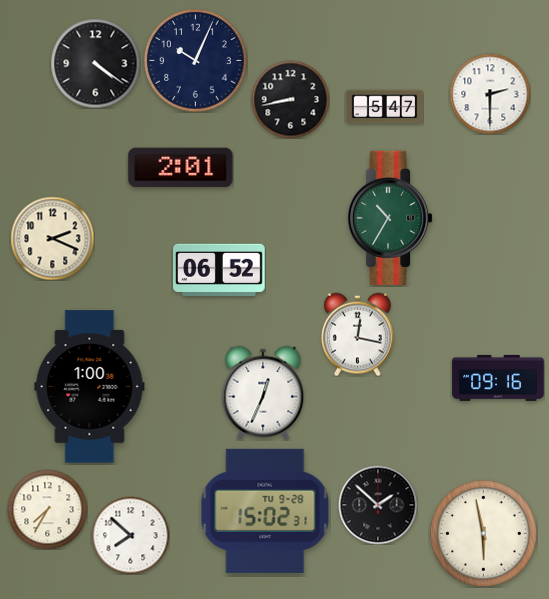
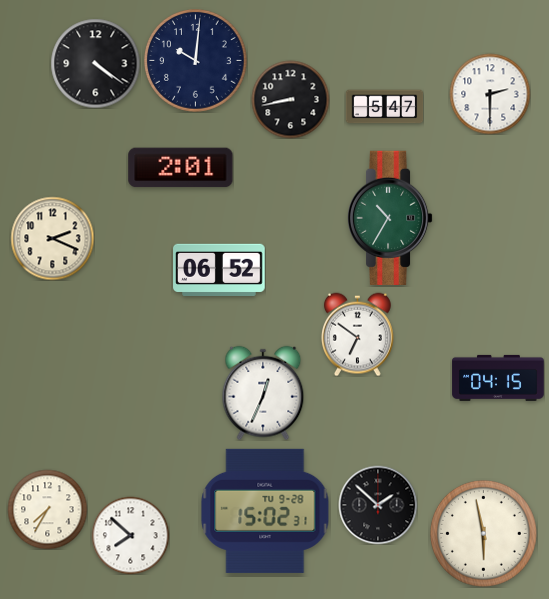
clock at (196, 61): 10:04 -> 10:01
clock at (357, 334): 12:17 -> 6:51
clock at (498, 378): 09:16 -> 04:15
clock at (90, 387): 1:00 -> none
